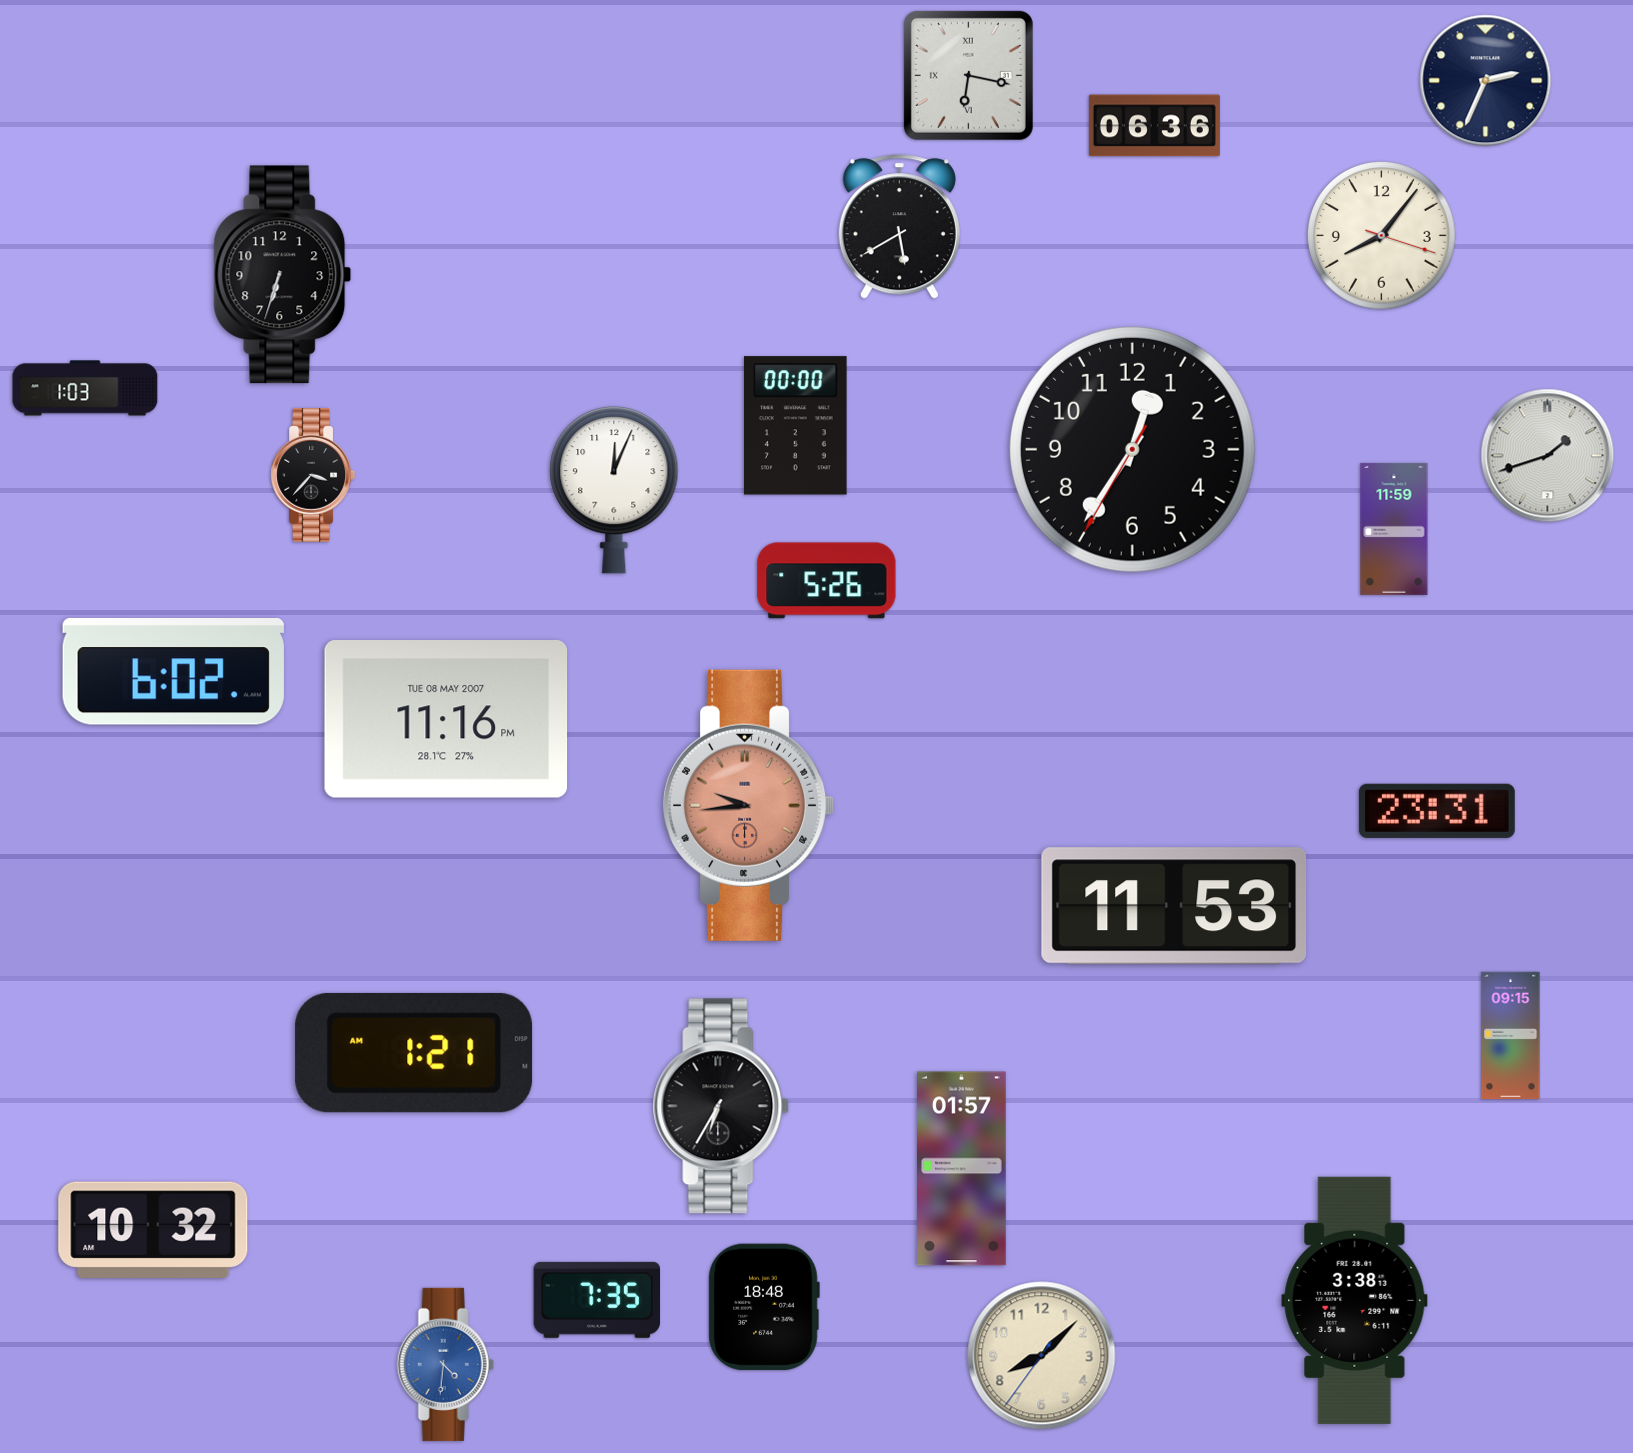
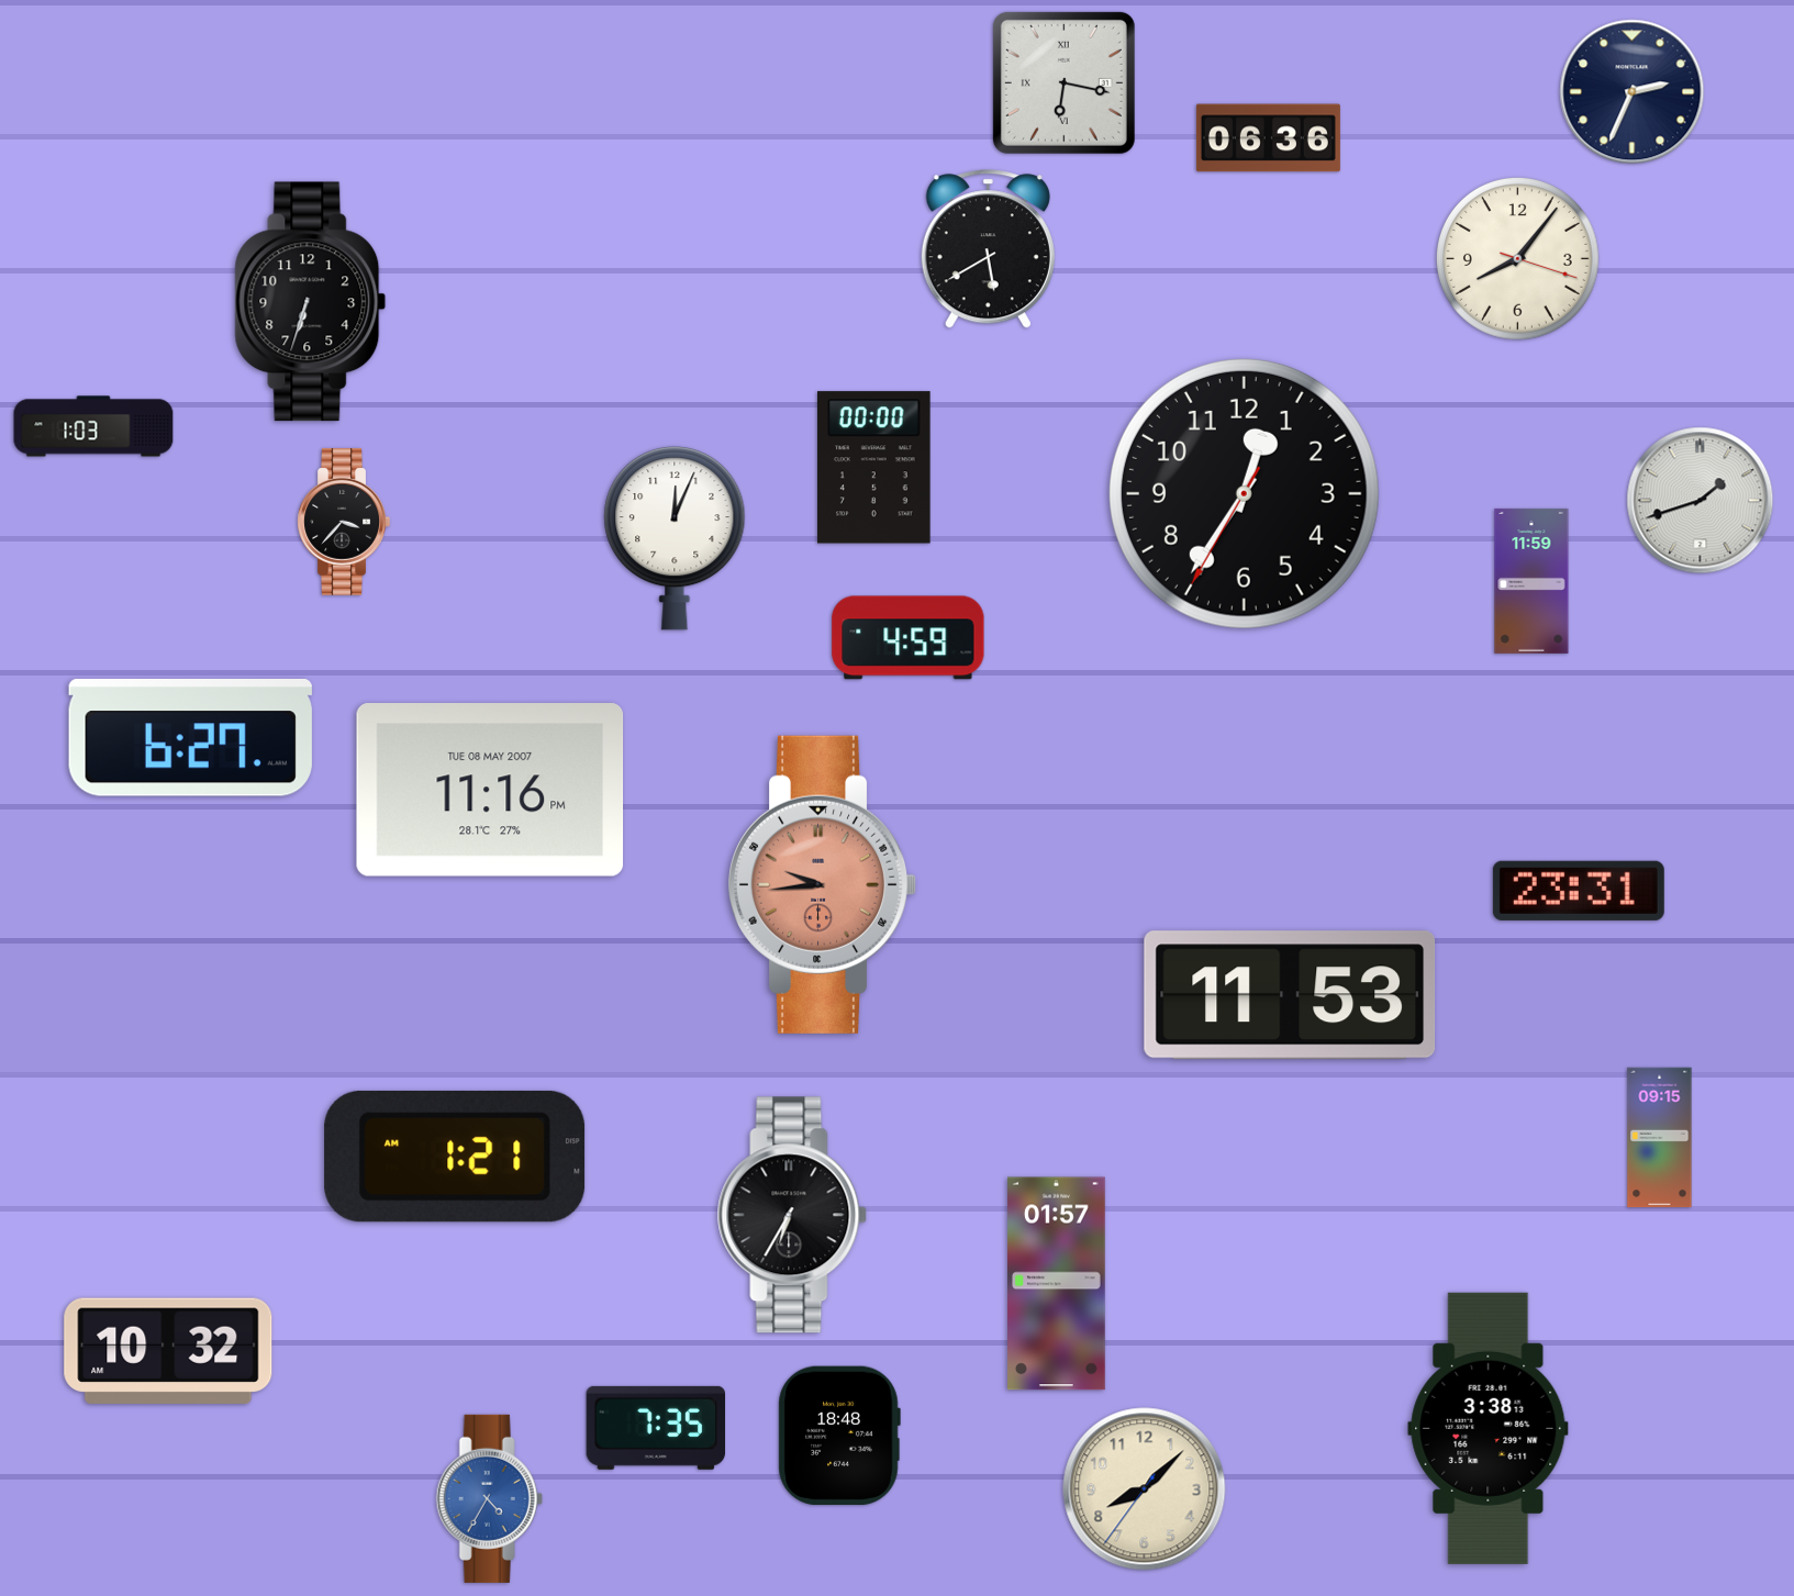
clock at (1486, 81) position: (1486, 81) -> (1633, 92)
clock at (827, 581): 5:26 -> 4:59
clock at (173, 671): 6:02 -> 6:27
clock at (445, 1364): 4:31 -> 4:35
